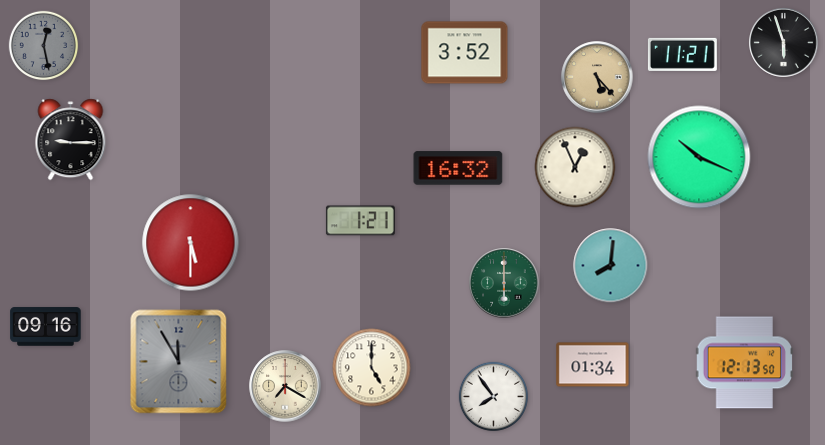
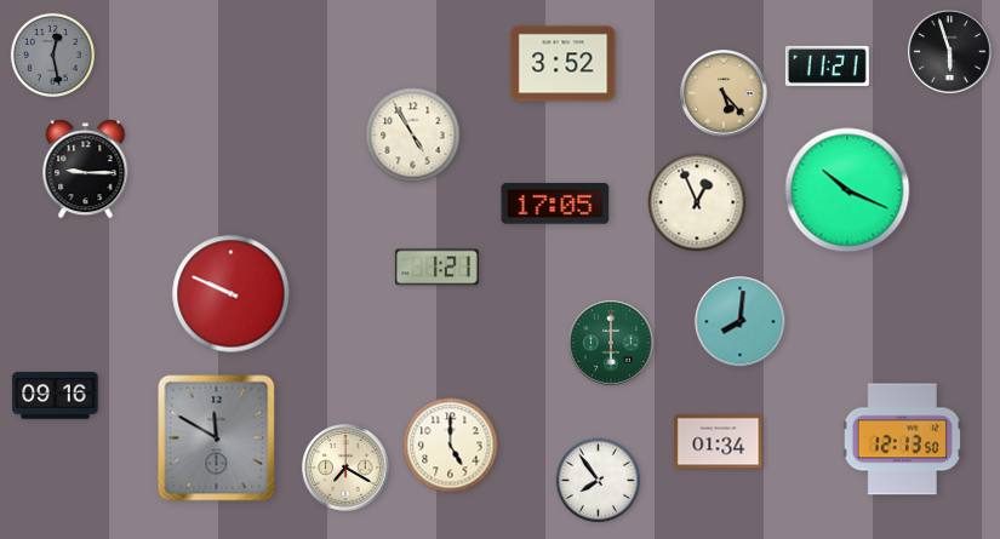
clock at (413, 136): none -> 4:55
clock at (458, 168): 16:32 -> 17:05
clock at (191, 243): 5:30 -> 9:49
clock at (179, 362): 11:55 -> 11:50
